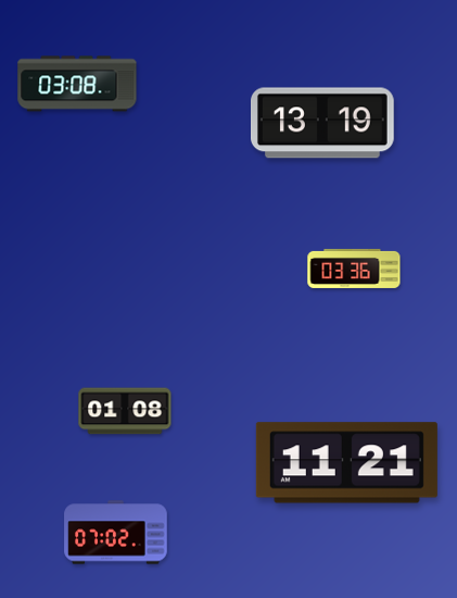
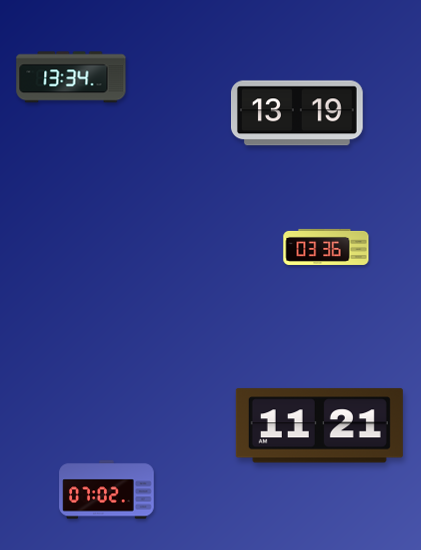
clock at (77, 84): 03:08 -> 13:34
clock at (125, 411): 01:08 -> none
